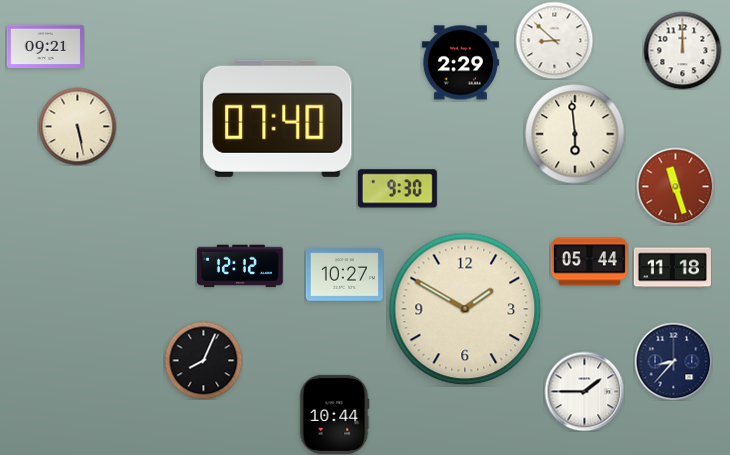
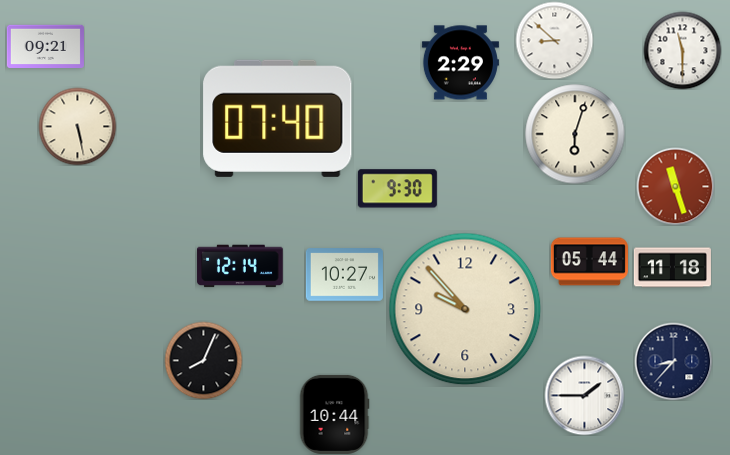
clock at (682, 50): 12:00 -> 11:30
clock at (575, 134): 5:59 -> 6:03
clock at (240, 266): 12:12 -> 12:14
clock at (465, 309): 1:50 -> 9:53
clock at (584, 391) position: (584, 391) -> (584, 395)
